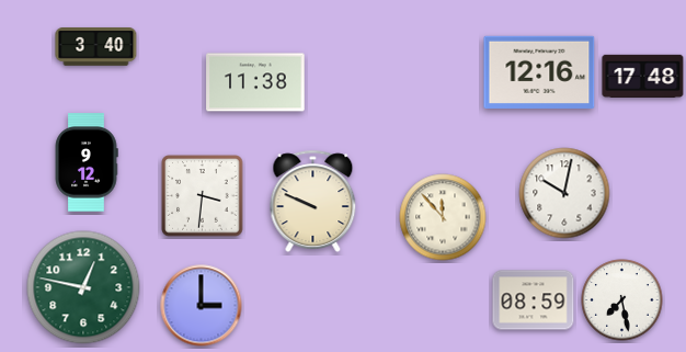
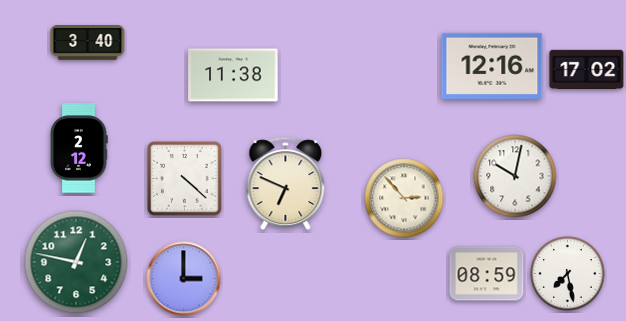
clock at (643, 76): 17:48 -> 17:02
clock at (87, 162): 9:12 -> 2:12
clock at (203, 196): 3:31 -> 4:22
clock at (313, 201): 9:49 -> 6:49
clock at (443, 217): 11:53 -> 2:53
